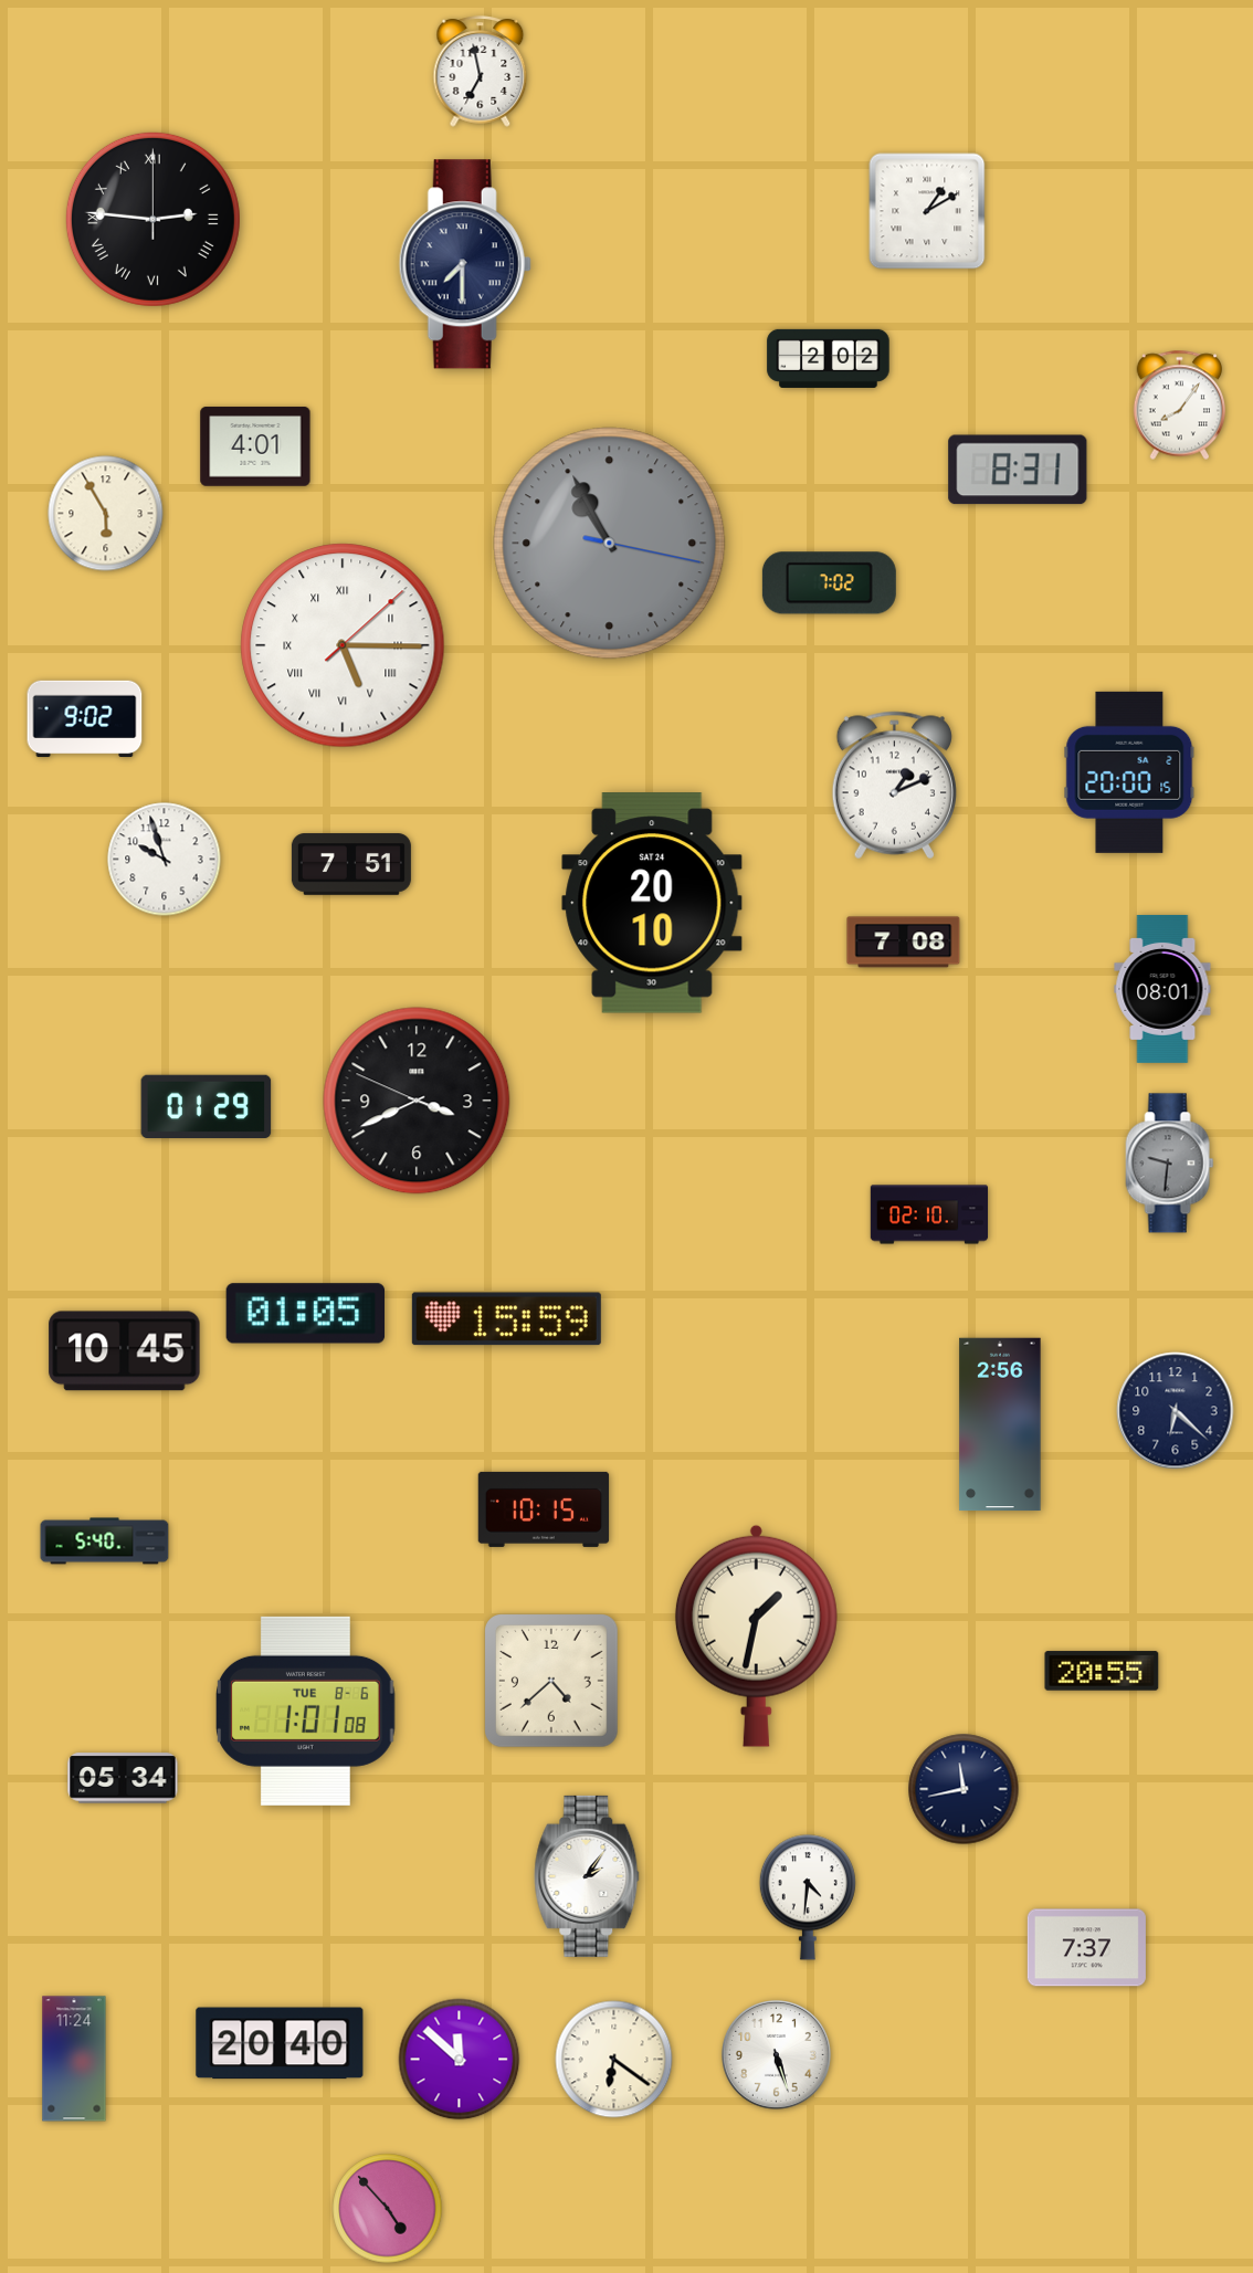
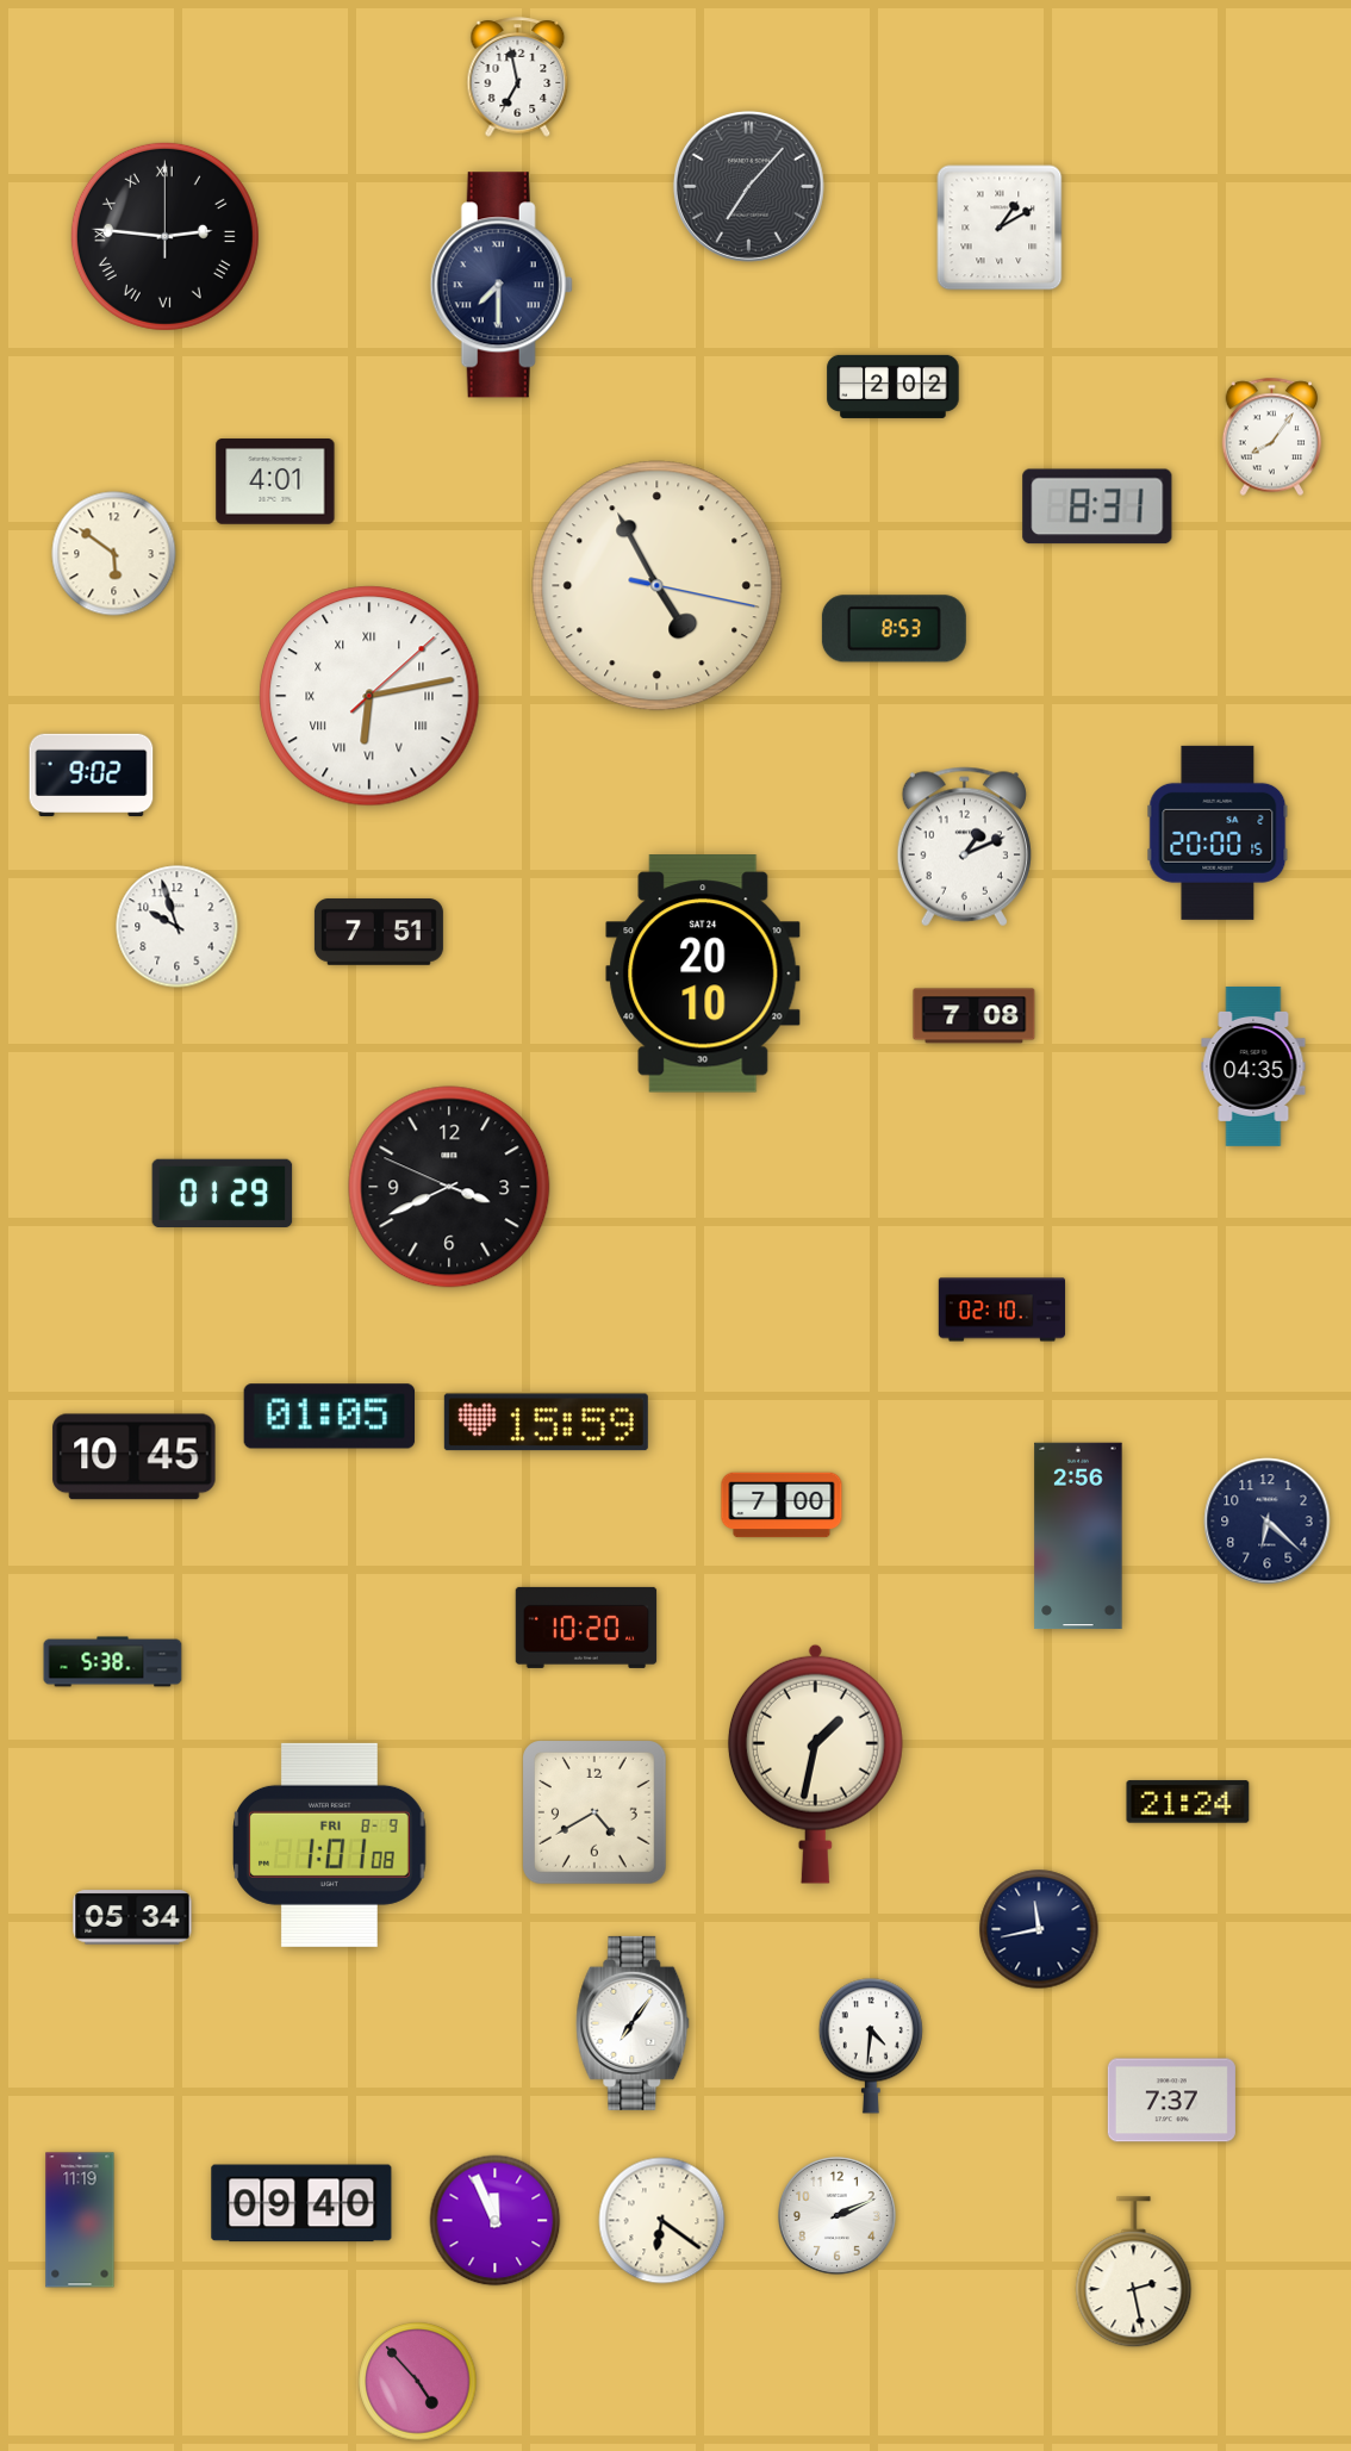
clock at (748, 186): none -> 7:07
clock at (106, 514): 5:55 -> 5:51
clock at (610, 544): 10:55 -> 4:55
clock at (610, 544) dial: grey -> cream
clock at (829, 583): 7:02 -> 8:53
clock at (343, 645): 5:15 -> 6:13
clock at (1162, 989): 08:01 -> 04:35
clock at (1170, 1164): 9:31 -> none
clock at (782, 1505): none -> 7:00
clock at (544, 1509): 10:15 -> 10:20
clock at (105, 1541): 5:40 -> 5:38
clock at (1102, 1671): 20:55 -> 21:24
clock at (552, 1682): 4:38 -> 4:40
clock at (306, 1711) date: TUE 8-6 -> FRI 8-9
clock at (587, 1876): 2:06 -> 7:06
clock at (280, 2043): 20:40 -> 09:40
clock at (777, 2055): 5:27 -> 2:11
clock at (74, 2059): 11:24 -> 11:19
clock at (460, 2060): 11:52 -> 11:56
clock at (1134, 2272): none -> 2:28
